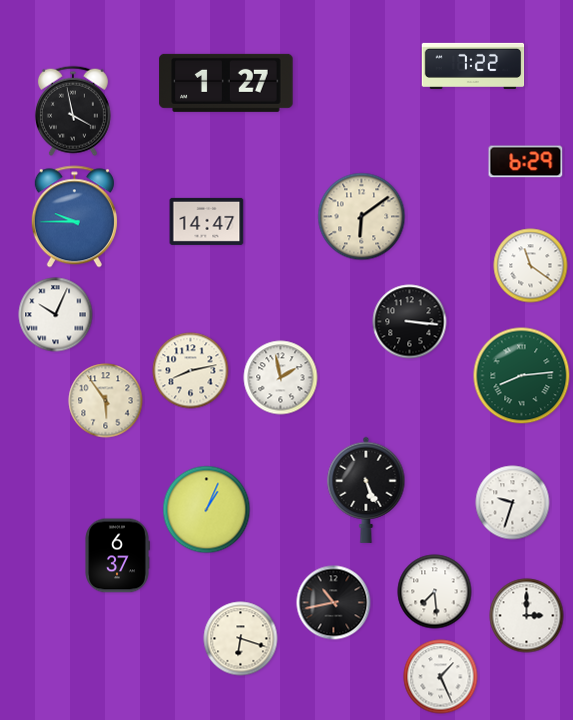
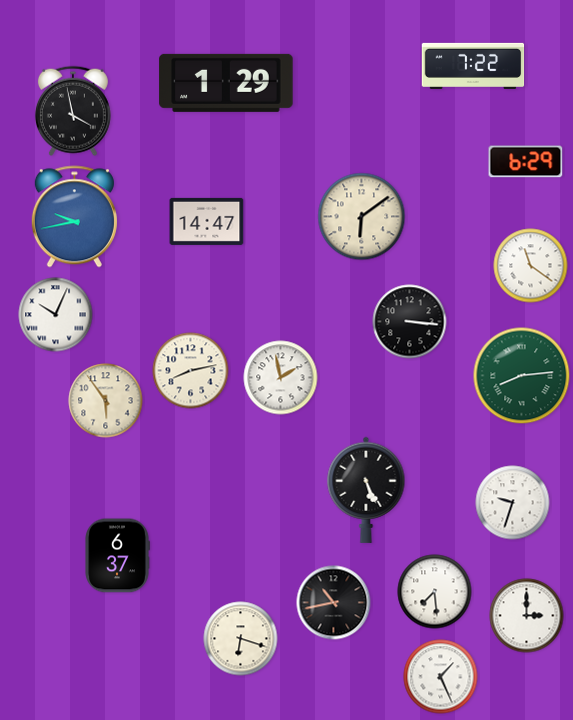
clock at (226, 83): 1:27 -> 1:29
clock at (74, 217): 9:45 -> 9:43
clock at (207, 510): 1:04 -> none
